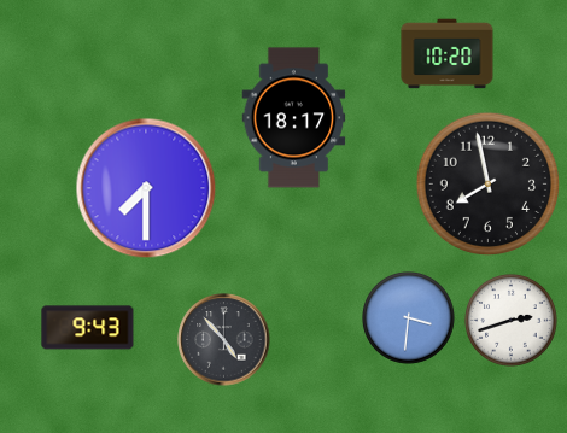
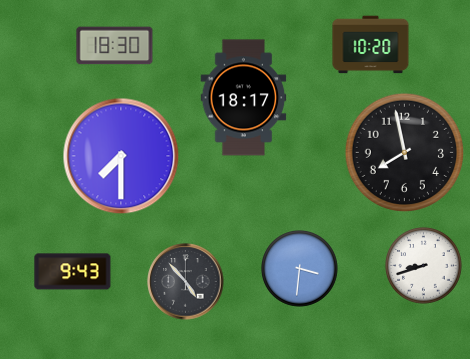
clock at (115, 46): none -> 18:30
clock at (409, 318) position: (409, 318) -> (300, 269)
clock at (512, 321): 2:42 -> 8:42
